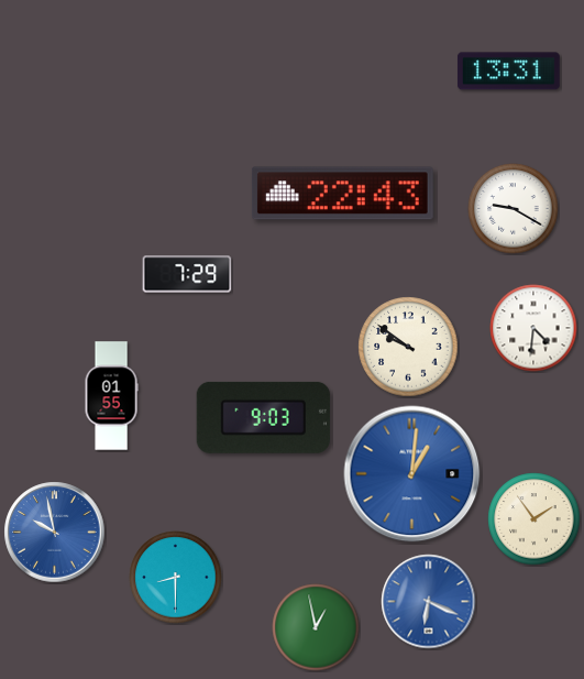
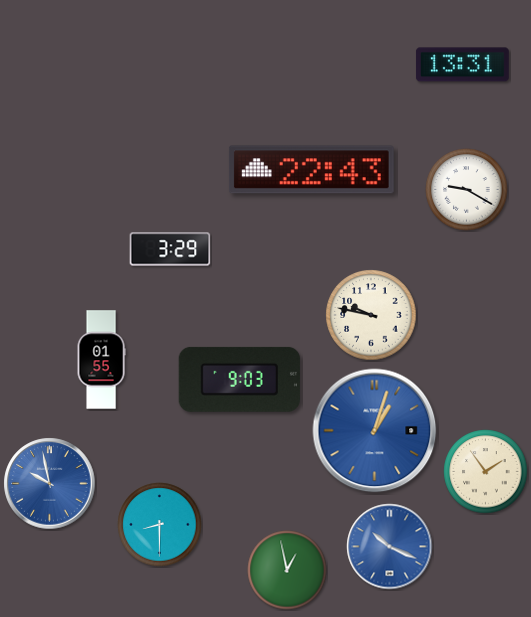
clock at (342, 194) position: (342, 194) -> (311, 170)
clock at (187, 274): 7:29 -> 3:29
clock at (533, 328): 4:31 -> none
clock at (408, 347): 9:51 -> 9:47
clock at (412, 474): 1:01 -> 1:03
clock at (429, 602): 6:19 -> 10:19
